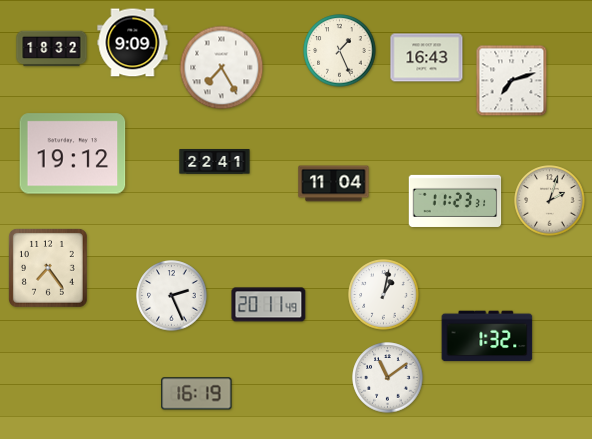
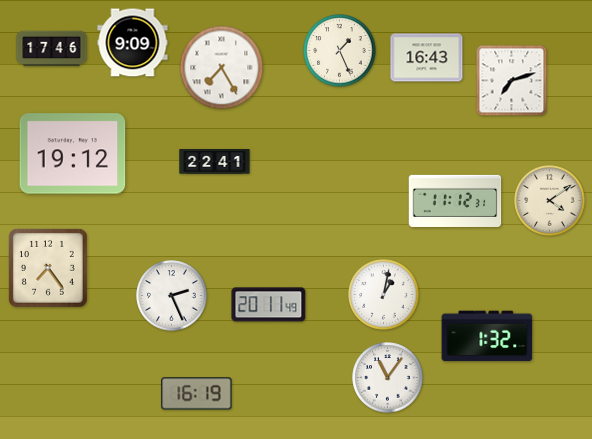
clock at (52, 49): 18:32 -> 17:46
clock at (334, 184): 11:04 -> none
clock at (455, 201): 11:23 -> 11:12
clock at (550, 201): 2:03 -> 4:09
clock at (388, 378): 11:09 -> 11:06
